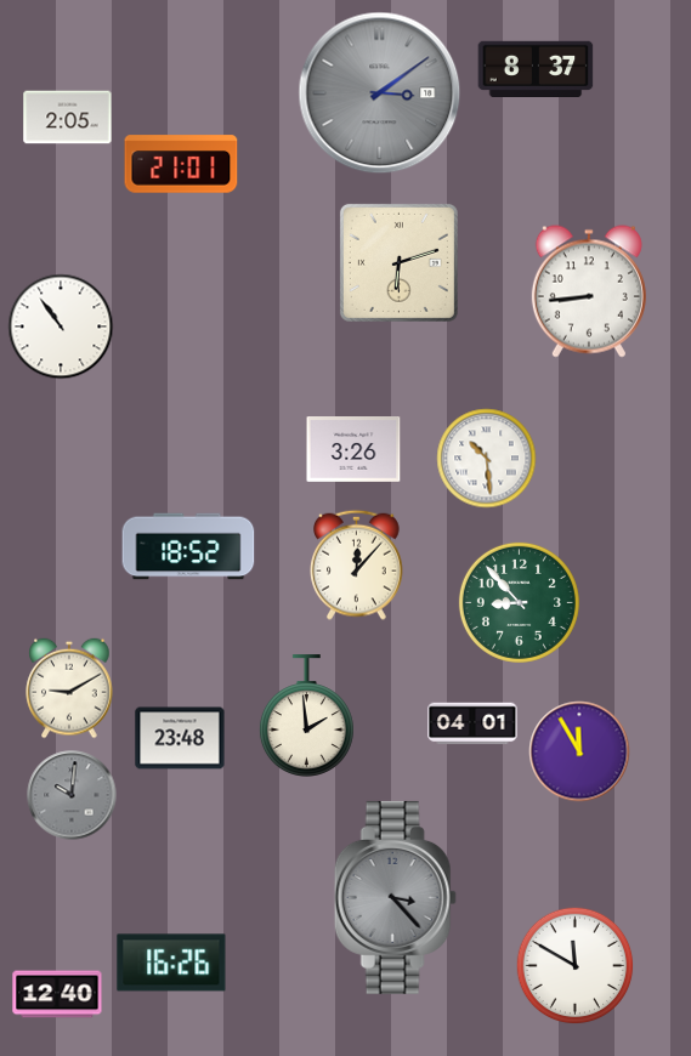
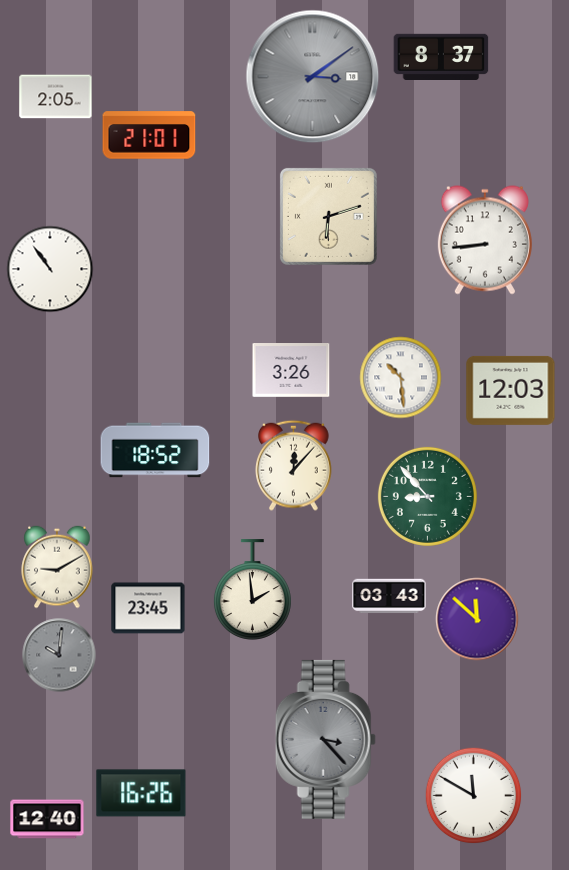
clock at (511, 390): none -> 12:03
clock at (472, 723): 04:01 -> 03:43
clock at (180, 738): 23:48 -> 23:45
clock at (579, 751): 11:55 -> 11:52
